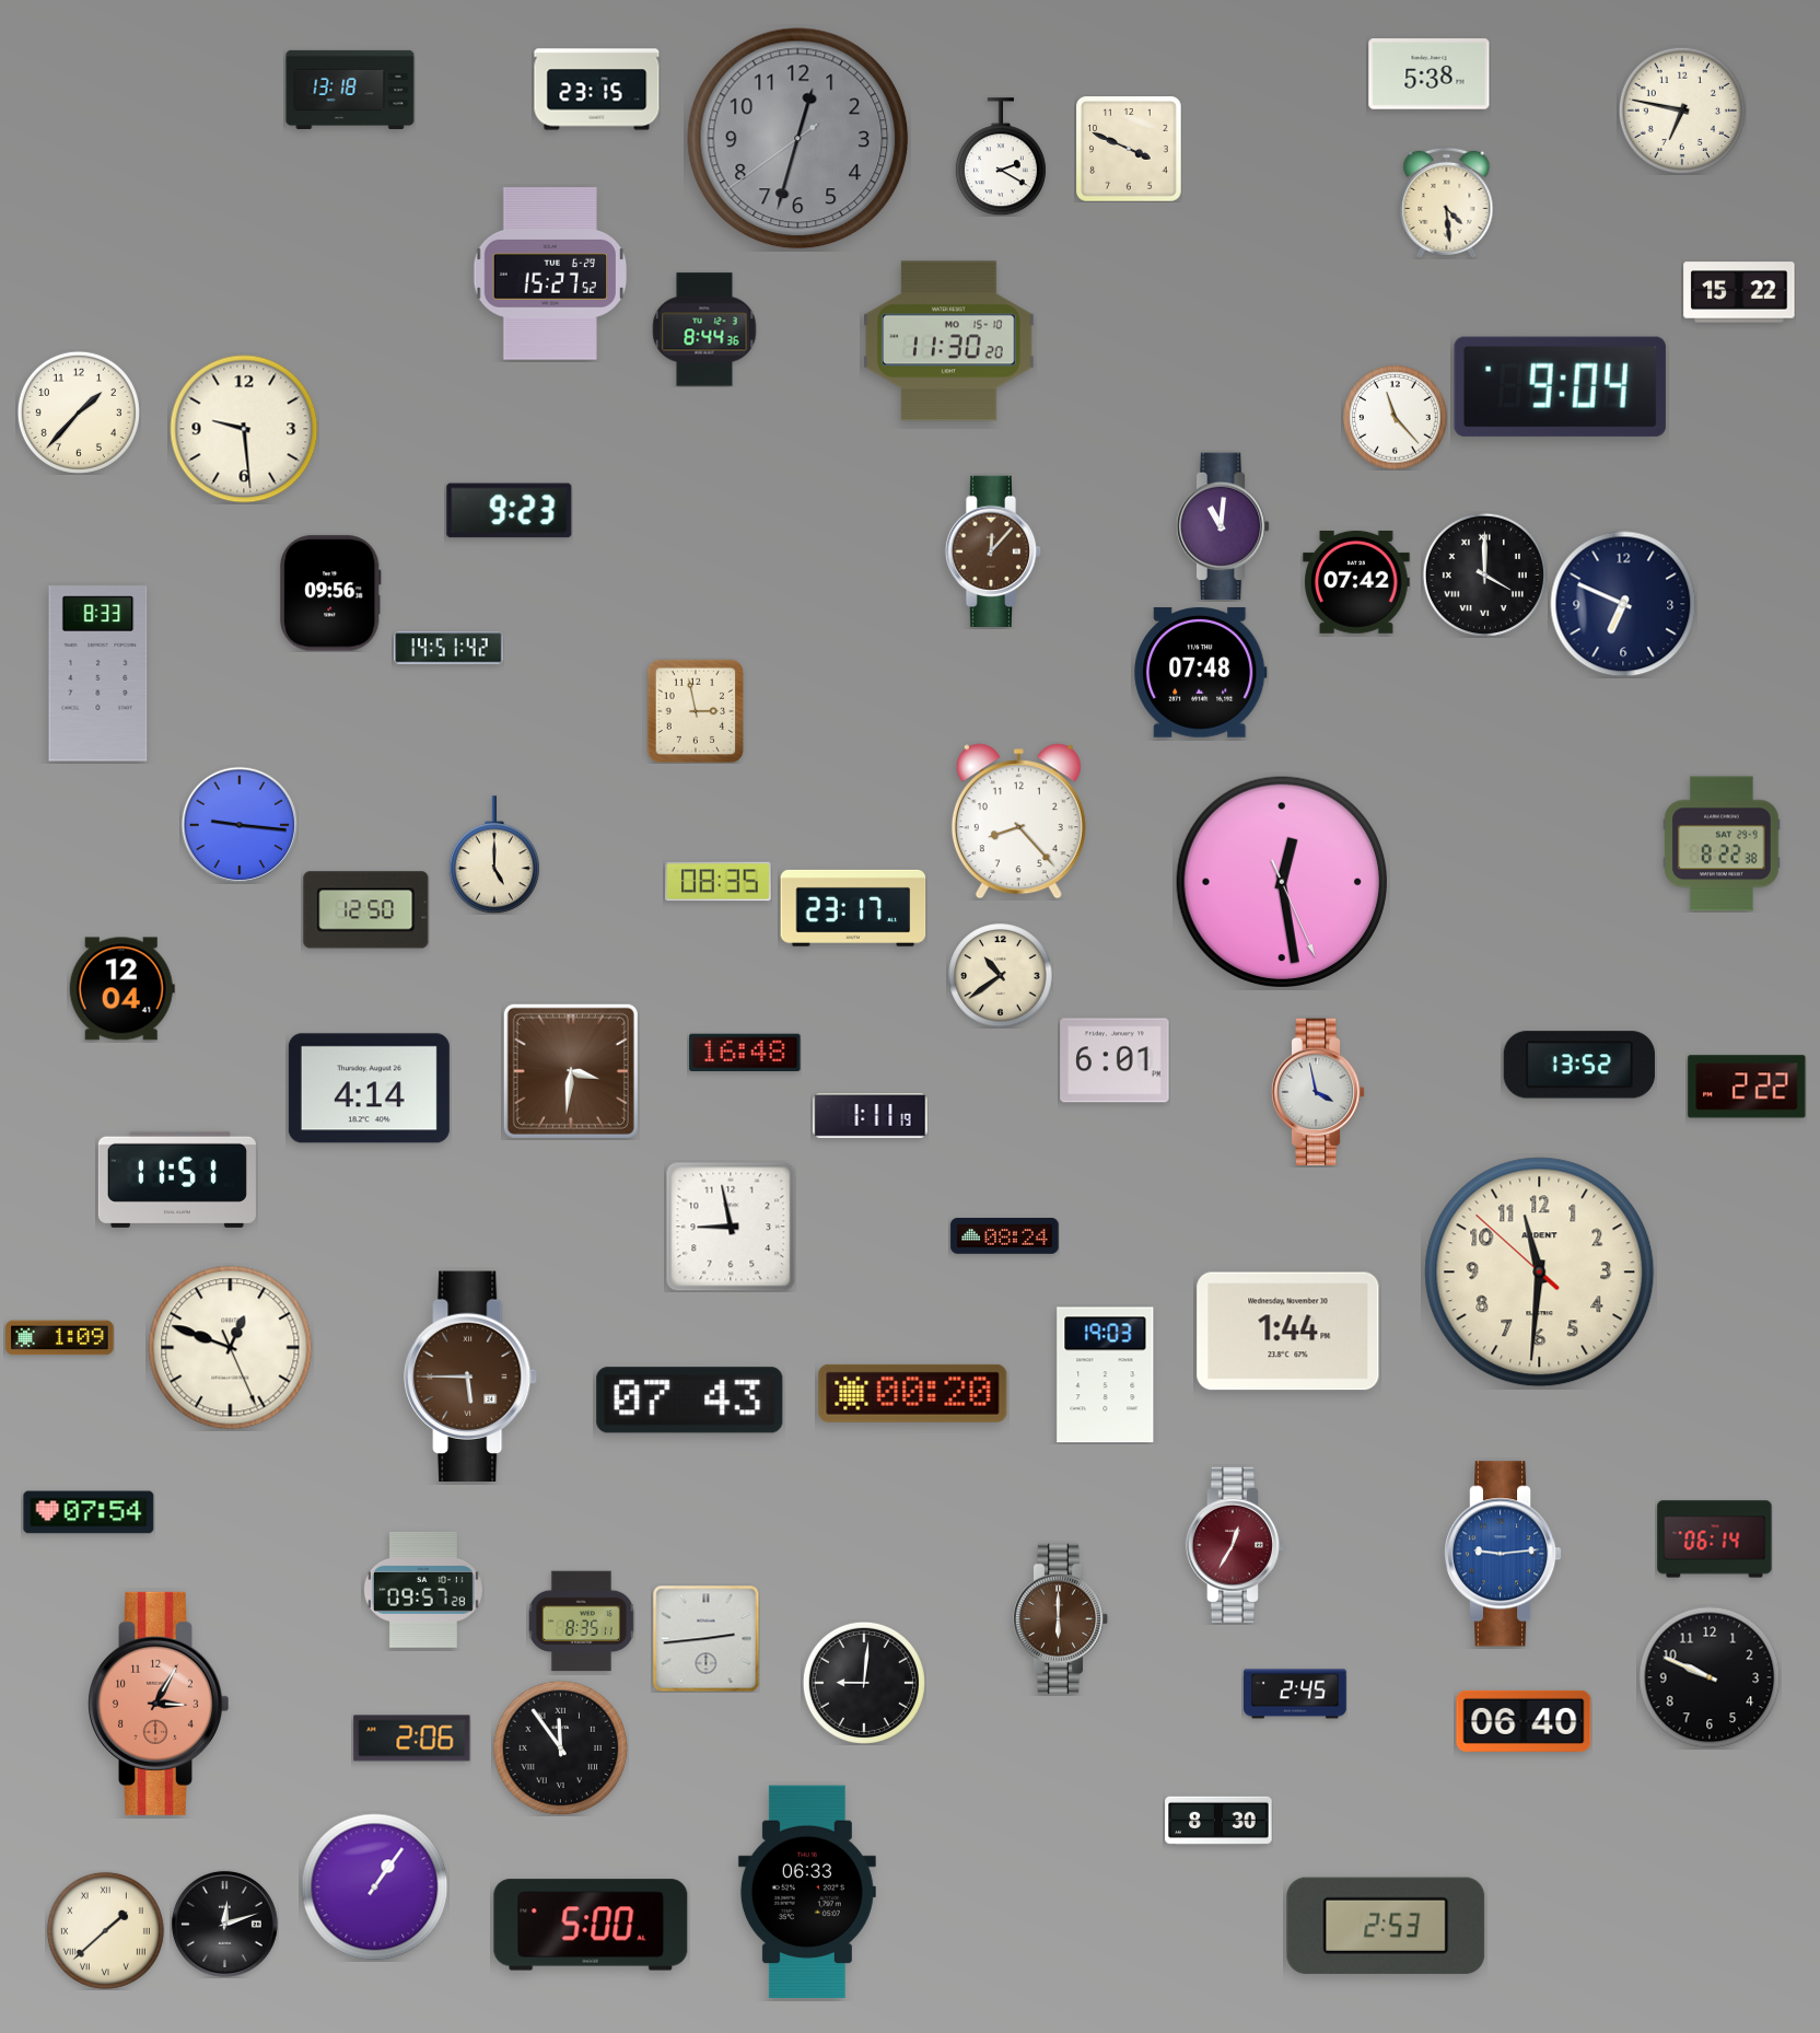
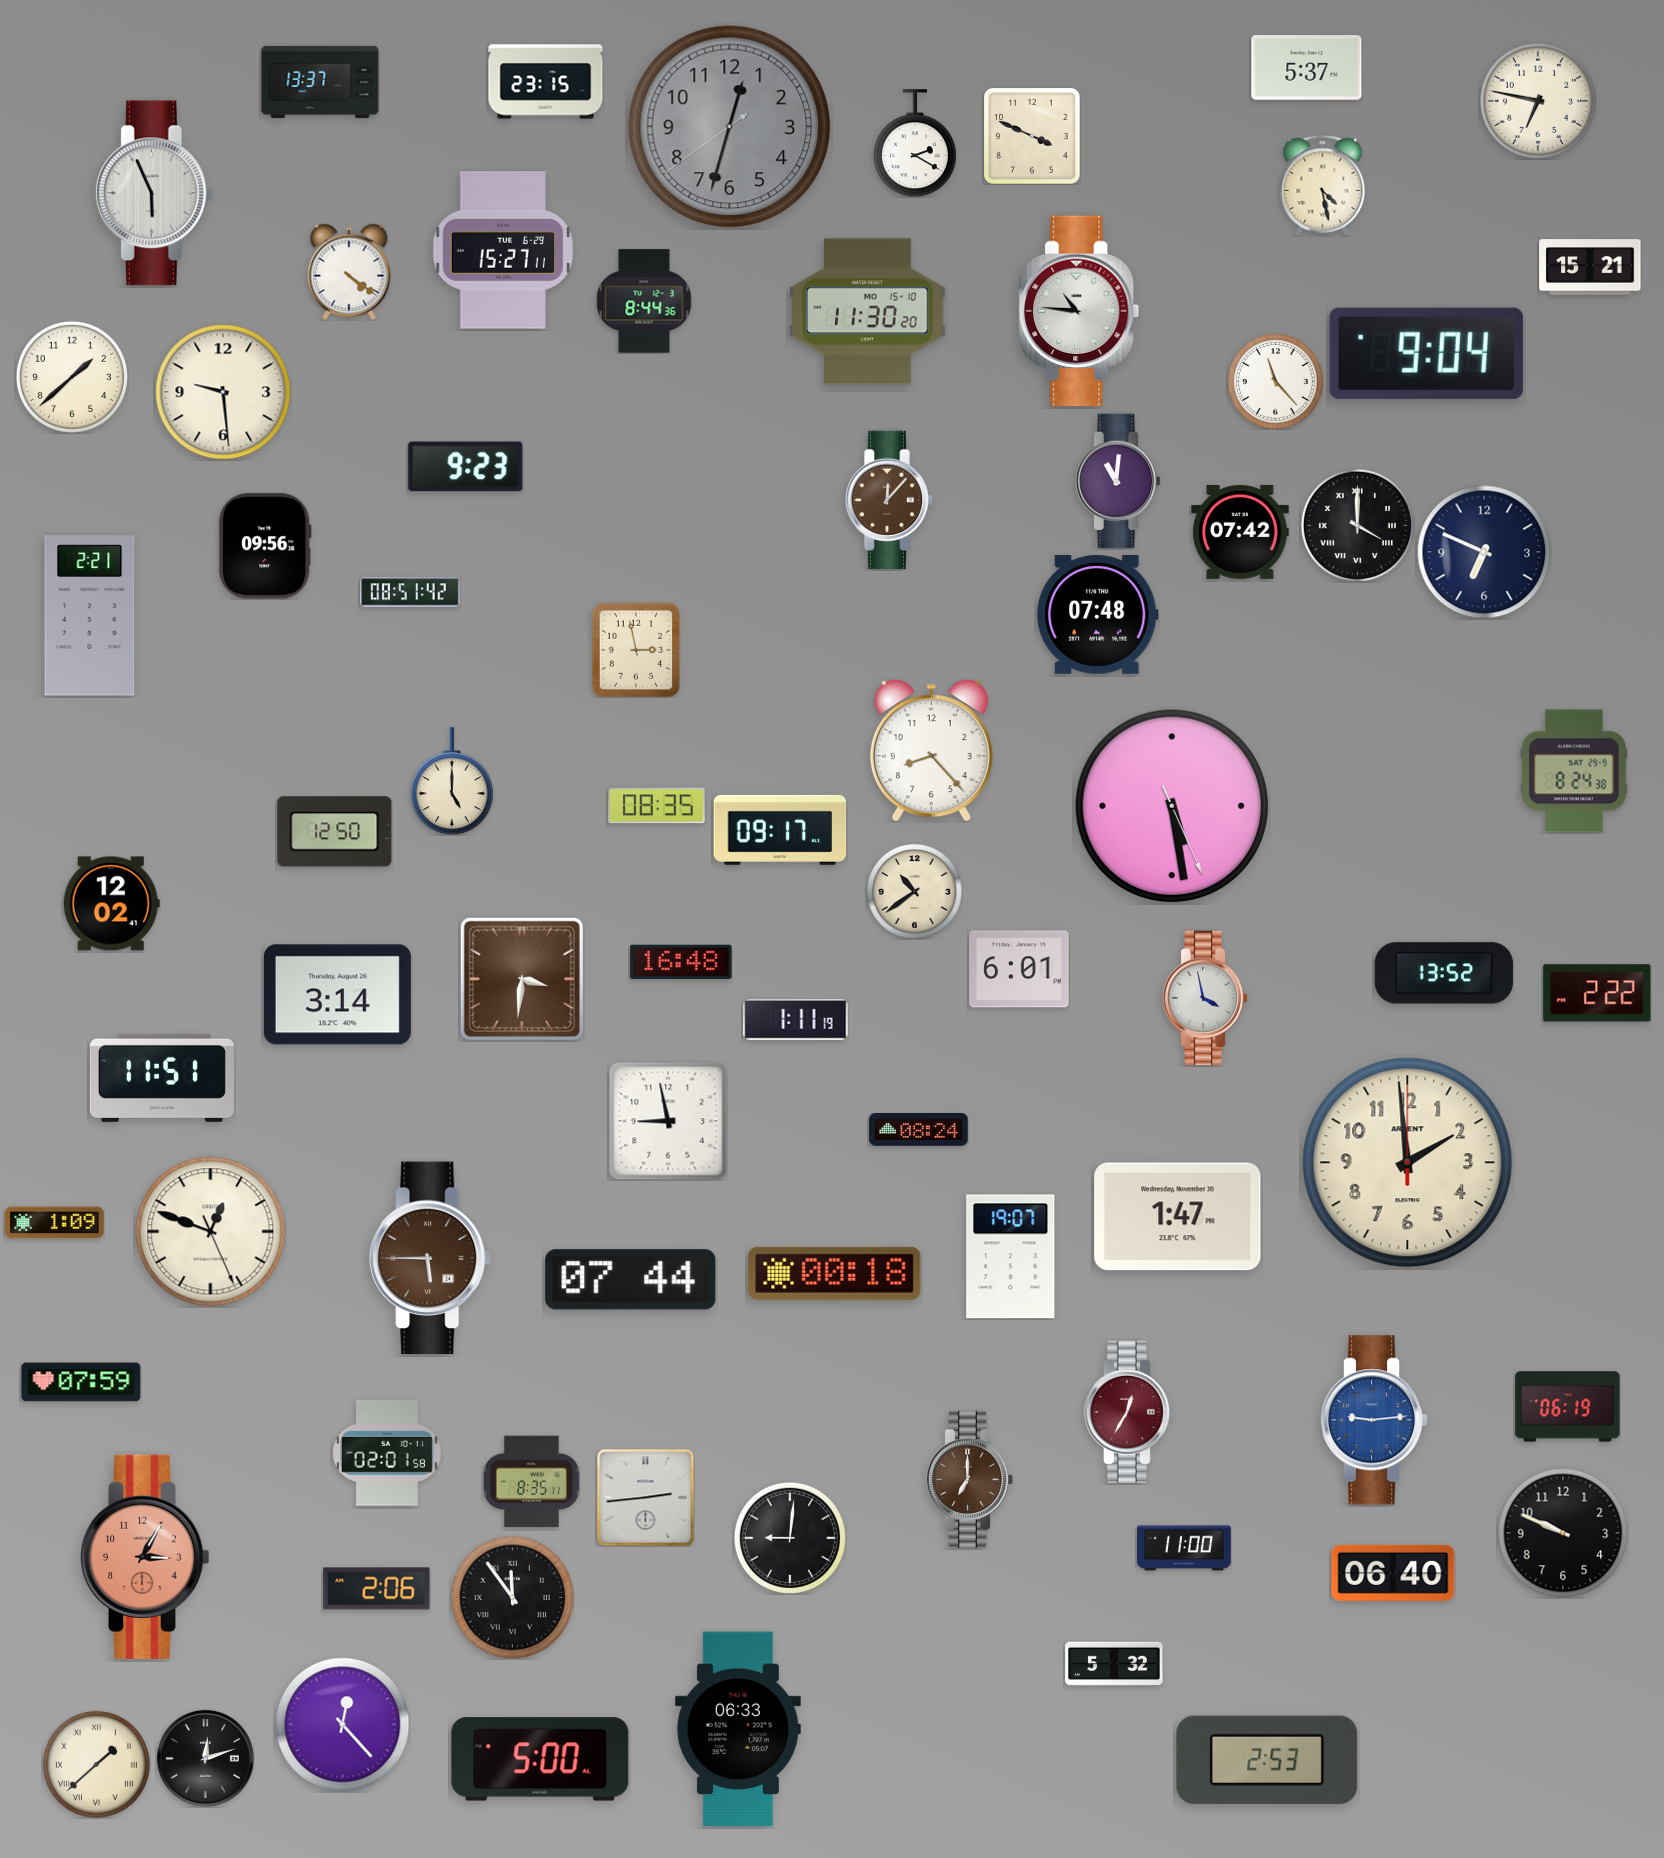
clock at (1430, 74): 5:38 -> 5:37
clock at (350, 90): 13:18 -> 13:37
clock at (1447, 202): 4:29 -> 4:28
clock at (154, 193): none -> 5:56
clock at (549, 274): 15:27:52 -> 15:27:11
clock at (1739, 292): 15:22 -> 15:21
clock at (349, 272): none -> 4:21
clock at (1079, 311): none -> 10:46
clock at (79, 413): 1:37 -> 1:38
clock at (993, 550) position: (993, 550) -> (889, 499)
clock at (330, 593) position: (330, 593) -> (265, 546)
clock at (448, 648): 14:51 -> 08:51
clock at (98, 674): 8:33 -> 2:21
clock at (240, 825): 9:16 -> none
clock at (1722, 844): 8:22 -> 8:24
clock at (1281, 881): 12:28 -> 5:28
clock at (853, 908): 23:17 -> 09:17
clock at (121, 989): 12:04 -> 12:02
clock at (369, 1089): 4:14 -> 3:14
clock at (1540, 1273): 11:30 -> 1:59
clock at (1288, 1332): 1:44 -> 1:47
clock at (1106, 1375): 19:03 -> 19:07
clock at (913, 1393): 00:20 -> 00:18
clock at (690, 1401): 07:43 -> 07:44
clock at (89, 1512): 07:54 -> 07:59
clock at (1715, 1540): 06:14 -> 06:19
clock at (423, 1590): 09:57 -> 02:01
clock at (1061, 1619): 6:00 -> 7:00
clock at (1296, 1694): 2:45 -> 11:00
clock at (1218, 1820): 8:30 -> 5:32
clock at (375, 1887): 1:06 -> 12:23
